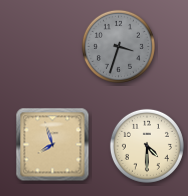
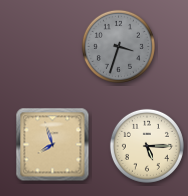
clock at (147, 146): 4:30 -> 5:15
